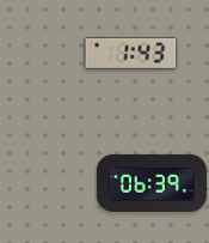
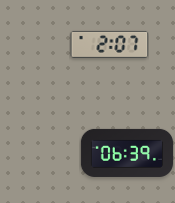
clock at (130, 53): 1:43 -> 2:07
